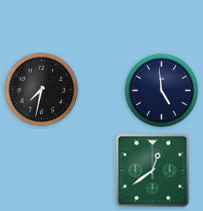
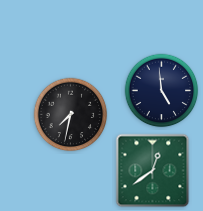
clock at (42, 90) position: (42, 90) -> (71, 115)
